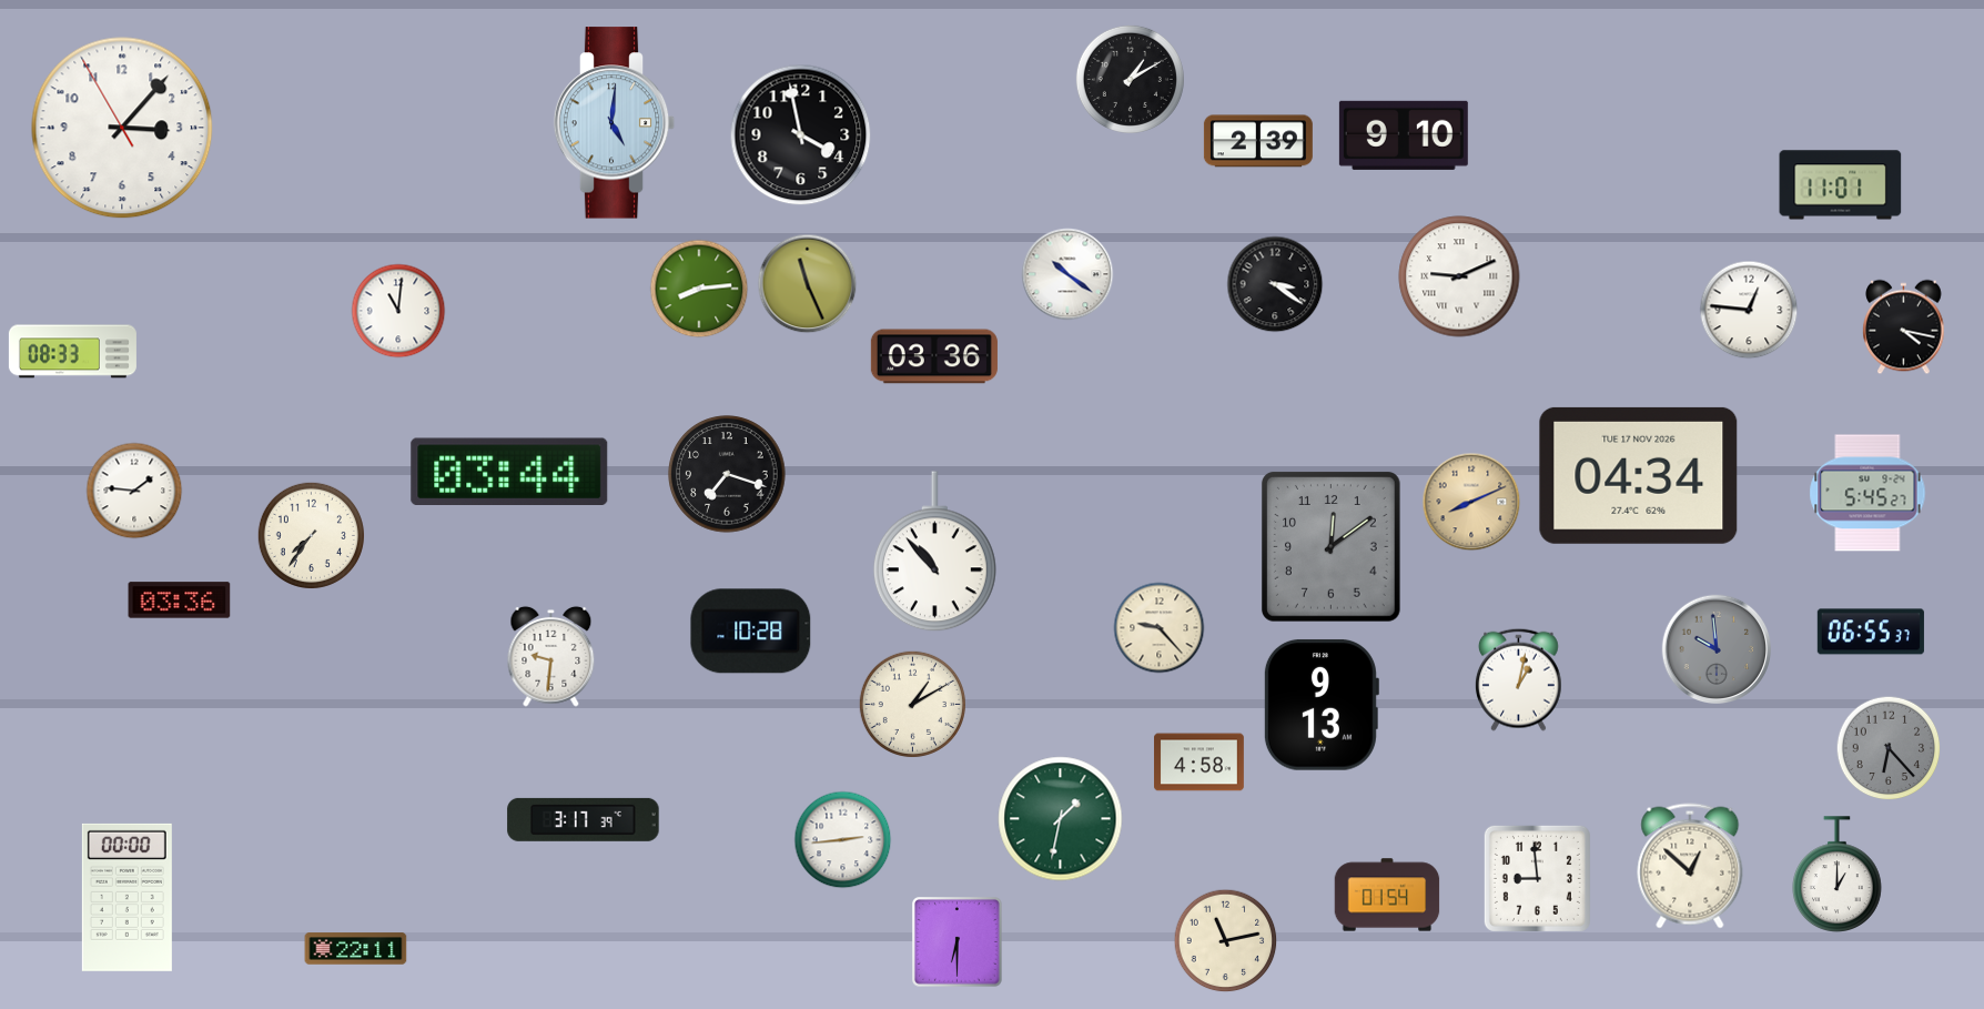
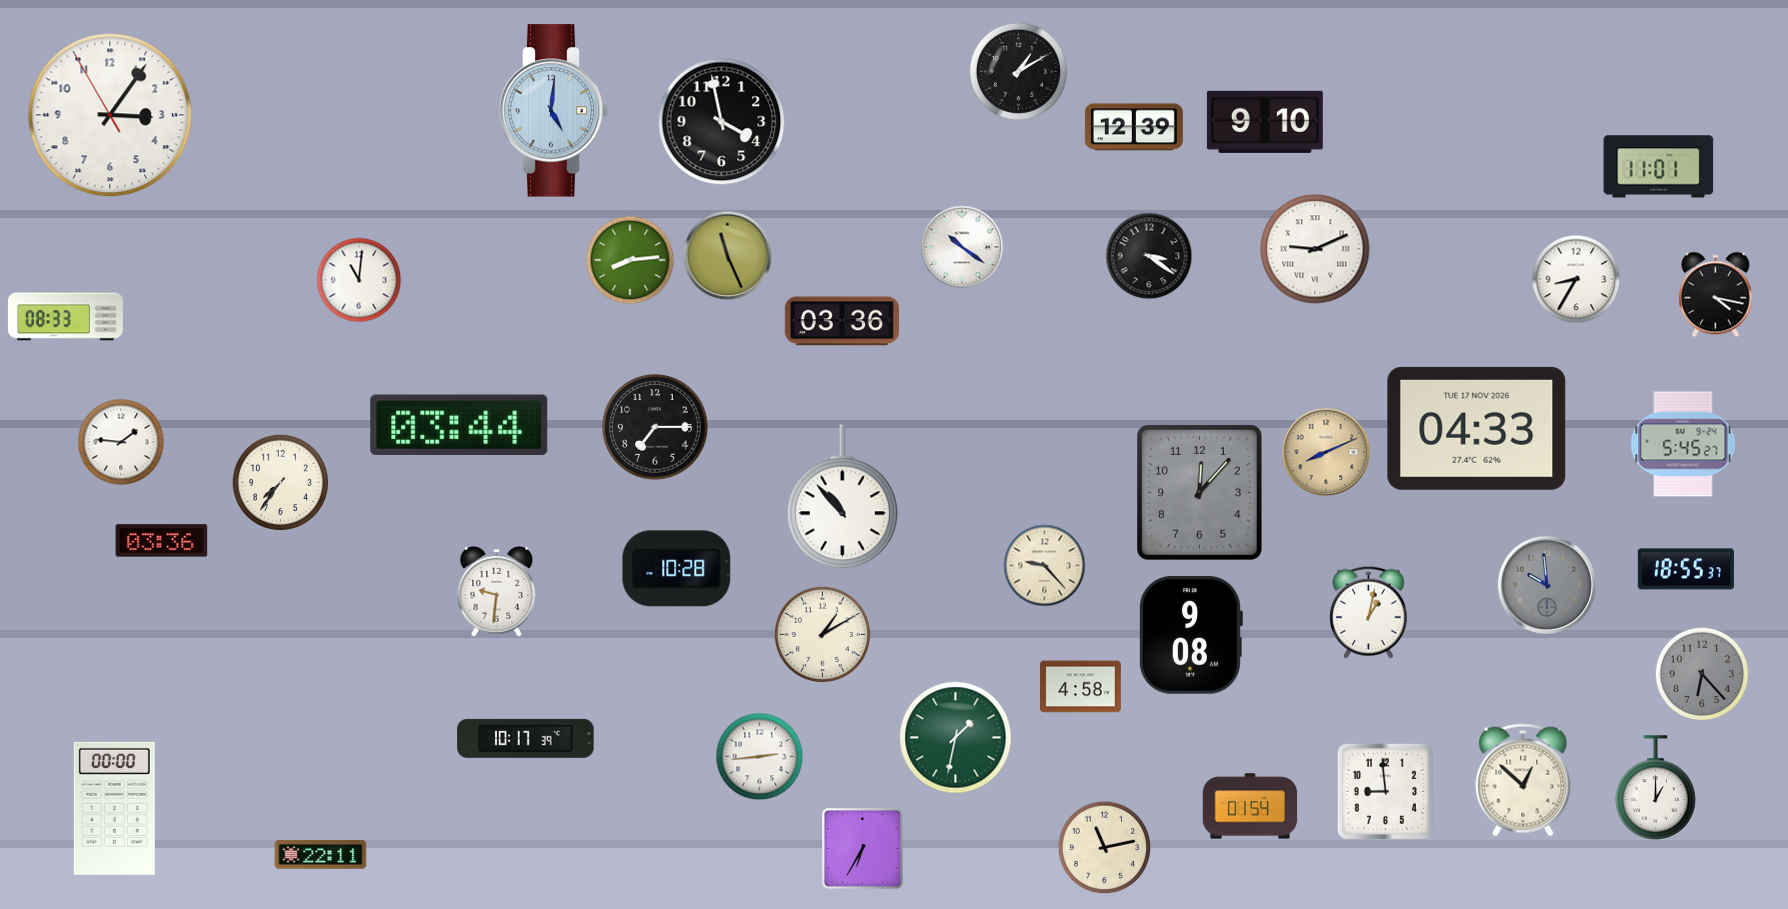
clock at (122, 128): 3:06 -> 3:05
clock at (1258, 141): 2:39 -> 12:39
clock at (1749, 310): 12:46 -> 8:35
clock at (727, 474): 7:18 -> 7:15
clock at (1639, 475): 04:34 -> 04:33
clock at (1330, 546): 12:09 -> 12:07
clock at (1871, 632): 06:55 -> 18:55
clock at (1320, 705): 9:13 -> 9:08
clock at (584, 819): 3:17 -> 10:17
clock at (958, 942): 6:30 -> 6:35
